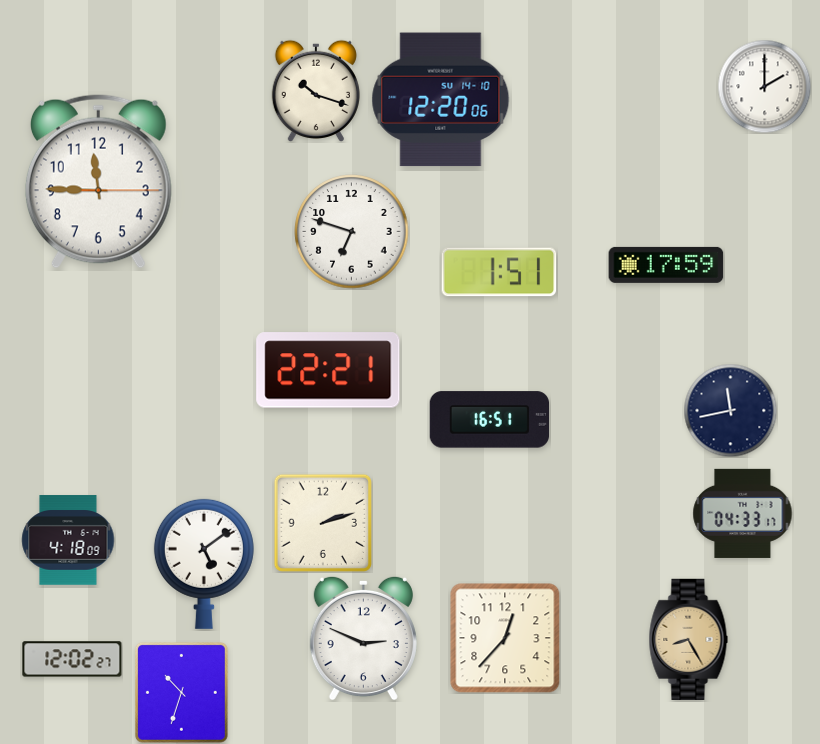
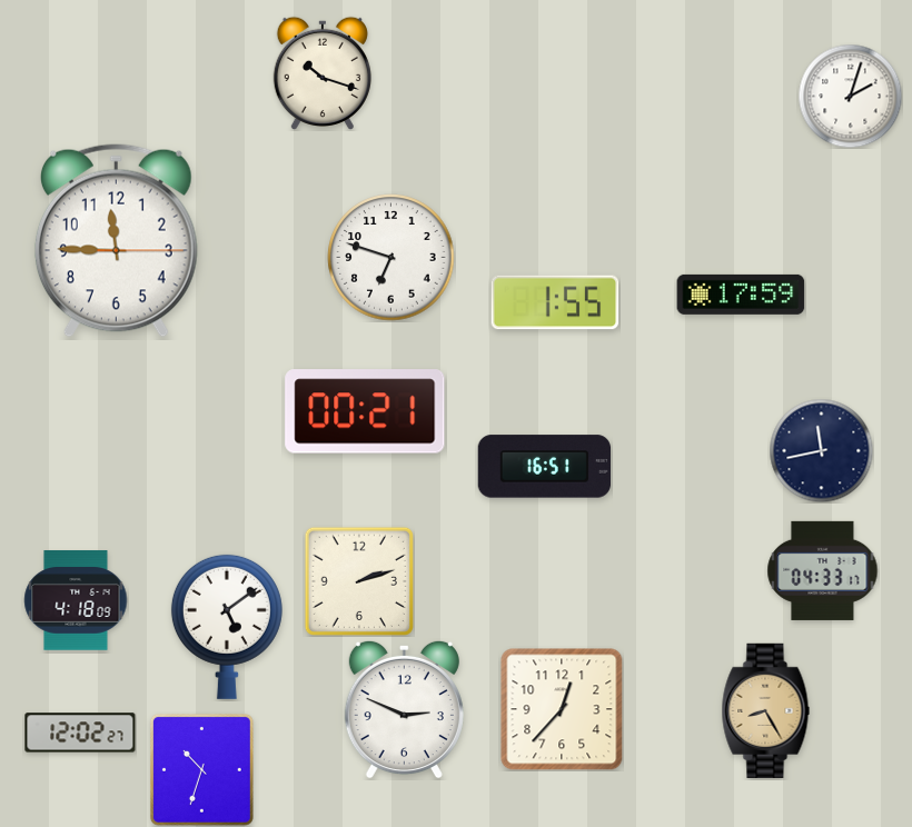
clock at (764, 86): 2:00 -> 2:03
clock at (316, 91) position: (316, 91) -> (323, 73)
clock at (441, 100): 12:20 -> none
clock at (98, 182) position: (98, 182) -> (116, 241)
clock at (499, 272): 1:51 -> 1:55
clock at (328, 370): 22:21 -> 00:21
clock at (730, 410) position: (730, 410) -> (821, 450)
clock at (743, 513) position: (743, 513) -> (823, 570)
